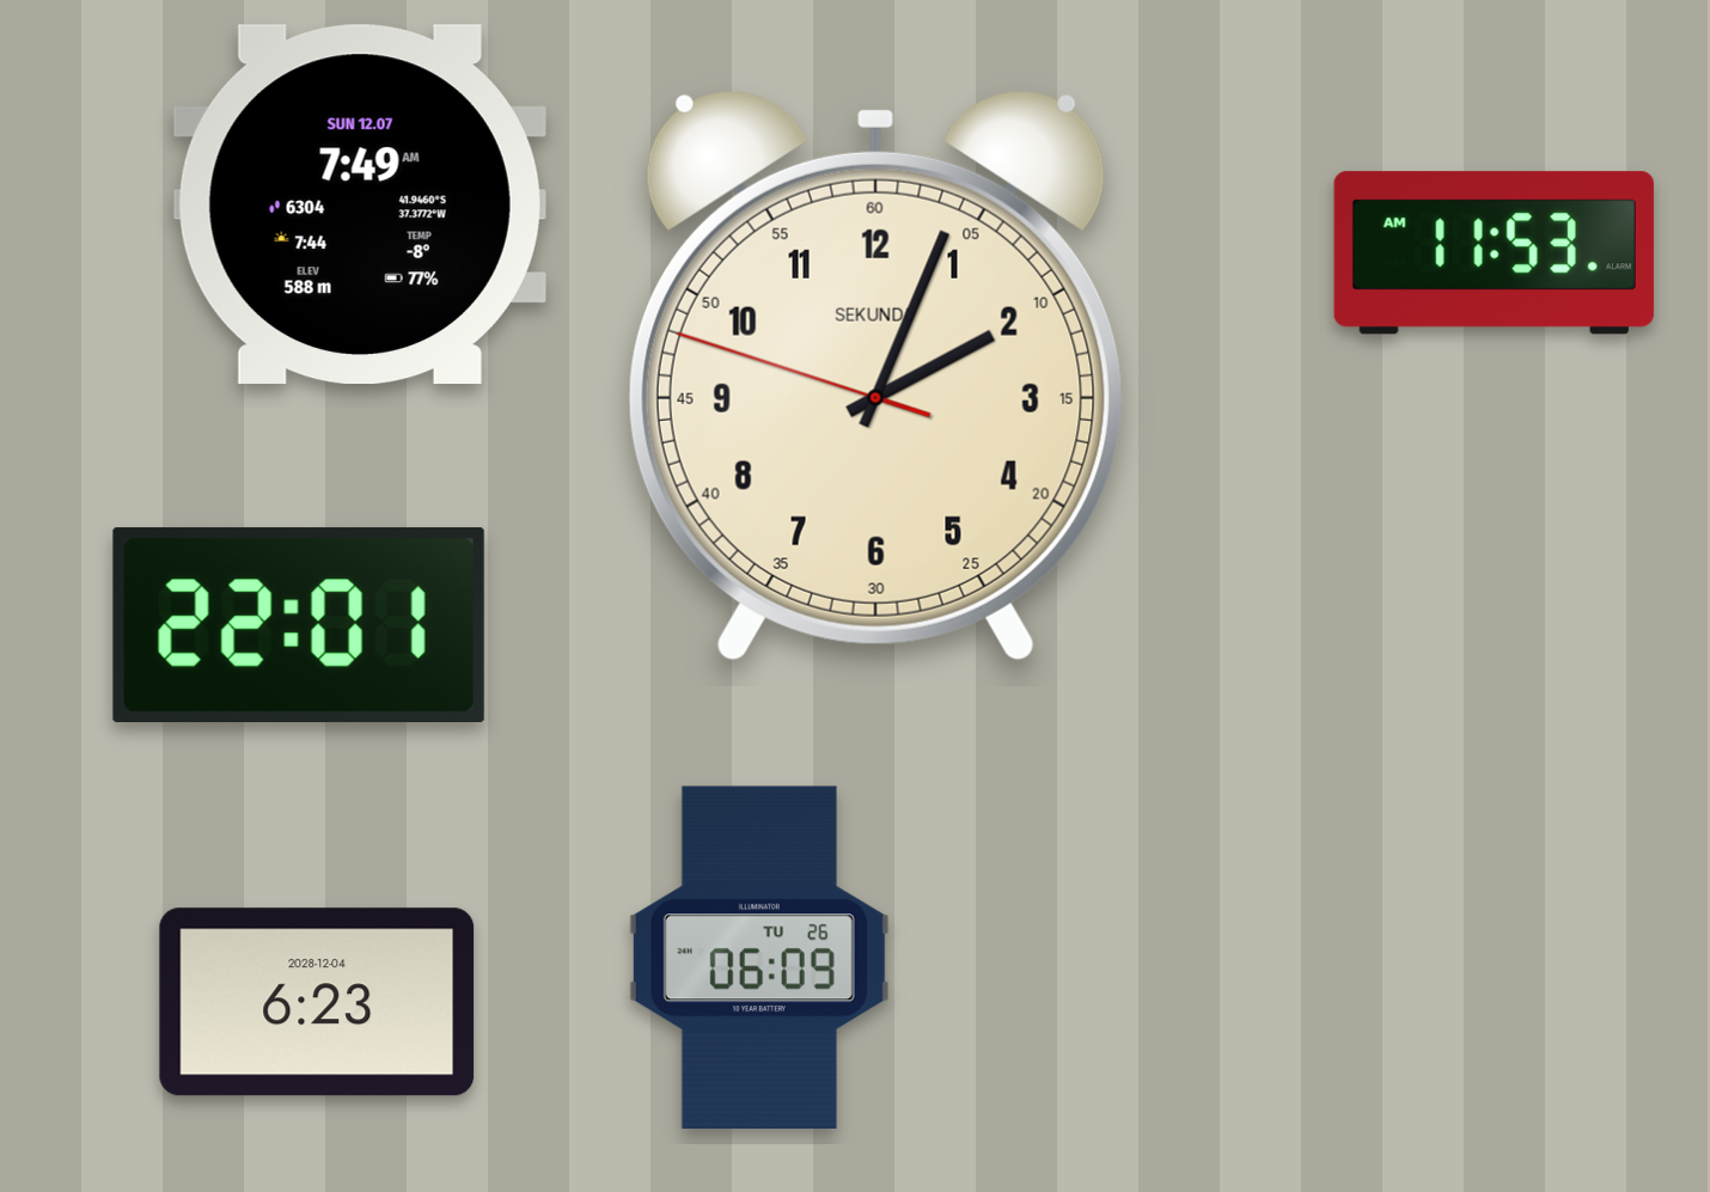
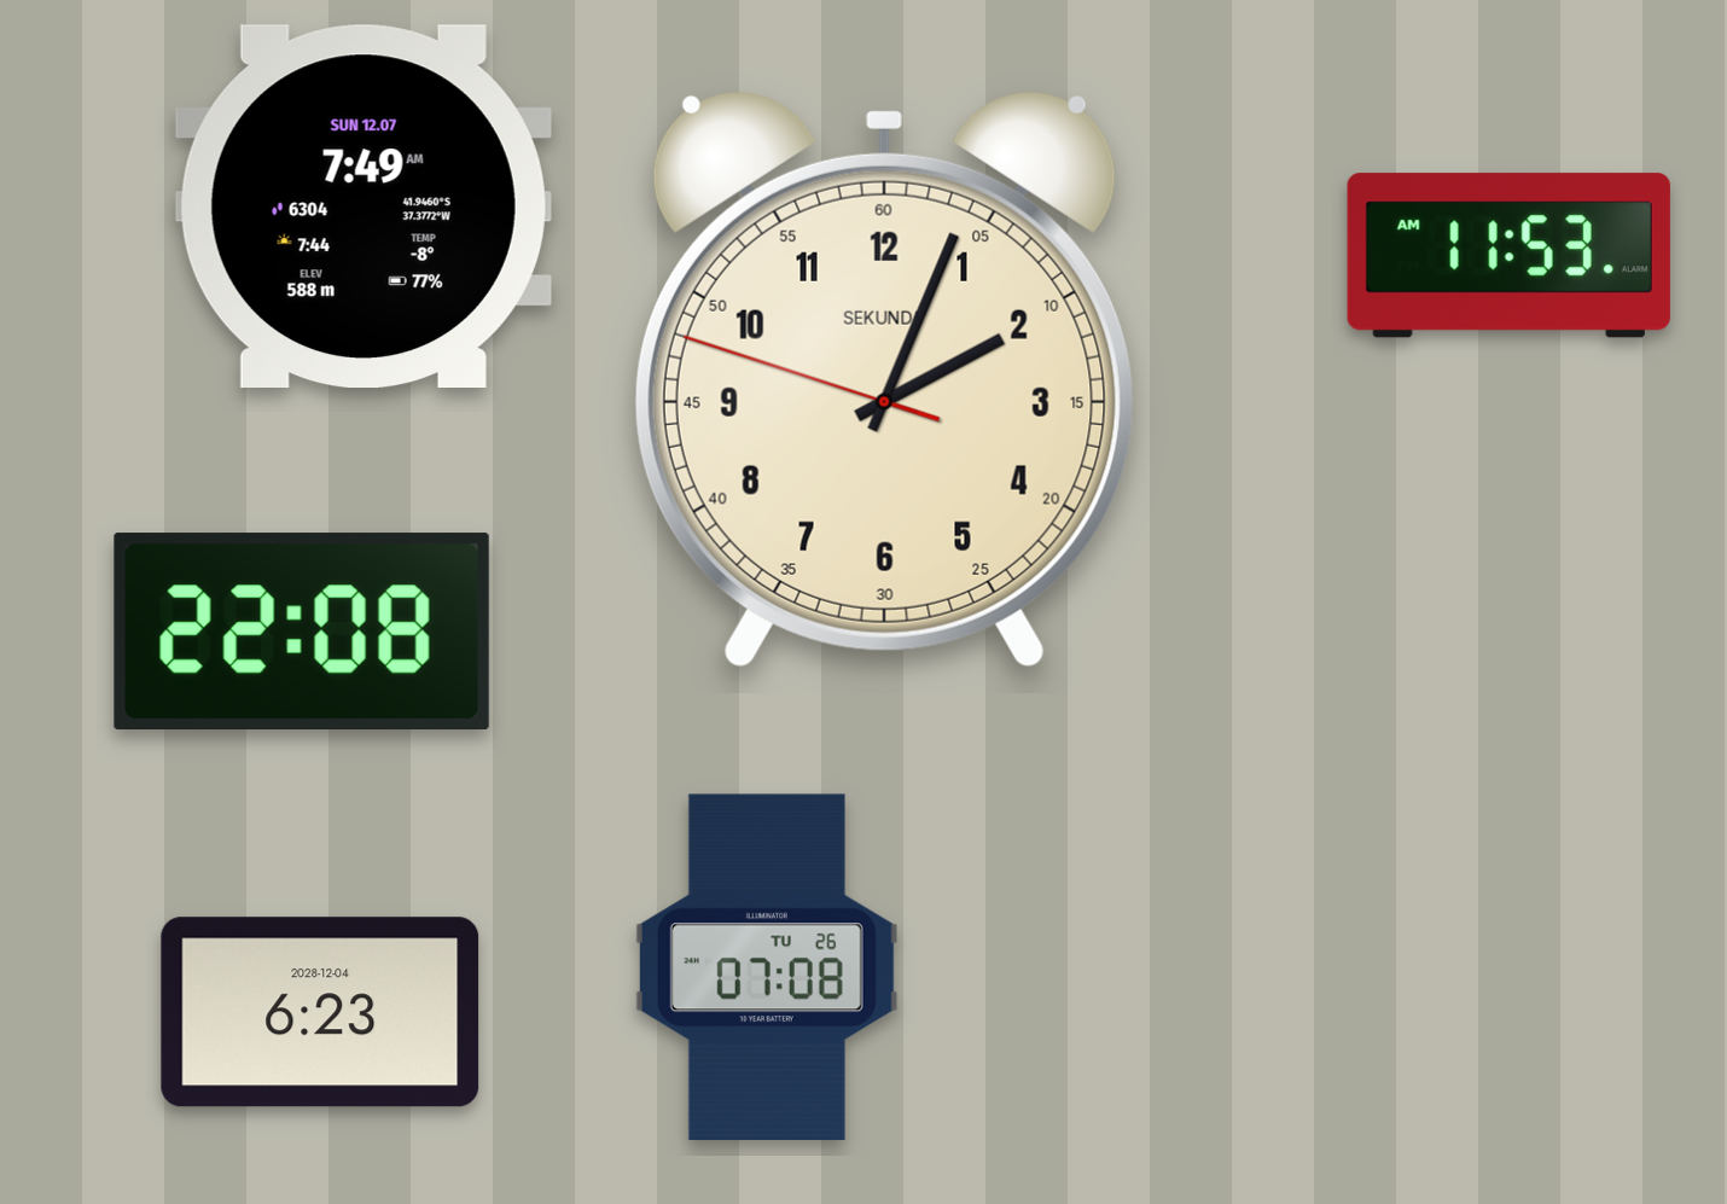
clock at (299, 624): 22:01 -> 22:08
clock at (759, 956): 06:09 -> 07:08
